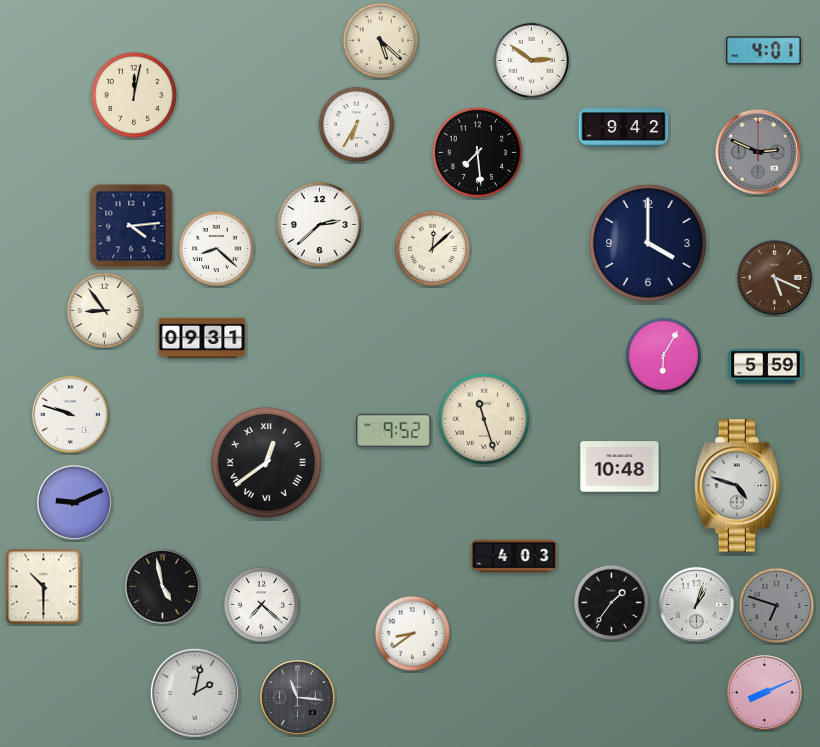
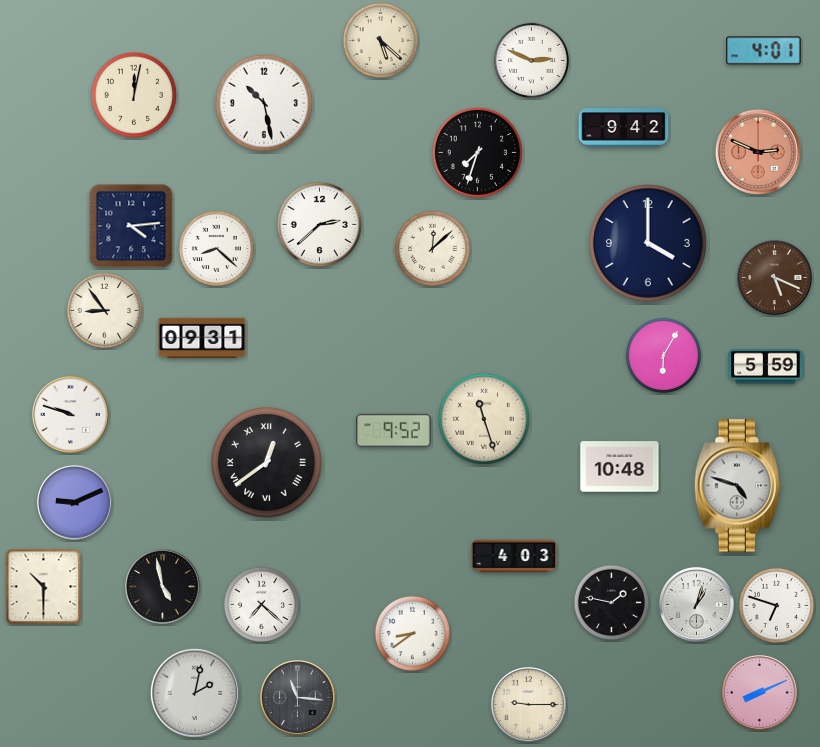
clock at (532, 61): 2:51 -> 2:49
clock at (264, 103): none -> 10:28
clock at (357, 125): 6:35 -> none
clock at (477, 152): 7:29 -> 7:33
clock at (758, 152) dial: grey -> salmon
clock at (612, 603): 1:36 -> 1:47
clock at (777, 606) dial: grey -> white
clock at (764, 692) position: (764, 692) -> (759, 692)
clock at (528, 704): none -> 9:15
